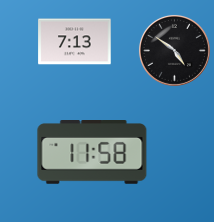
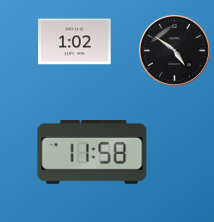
clock at (75, 42): 7:13 -> 1:02
